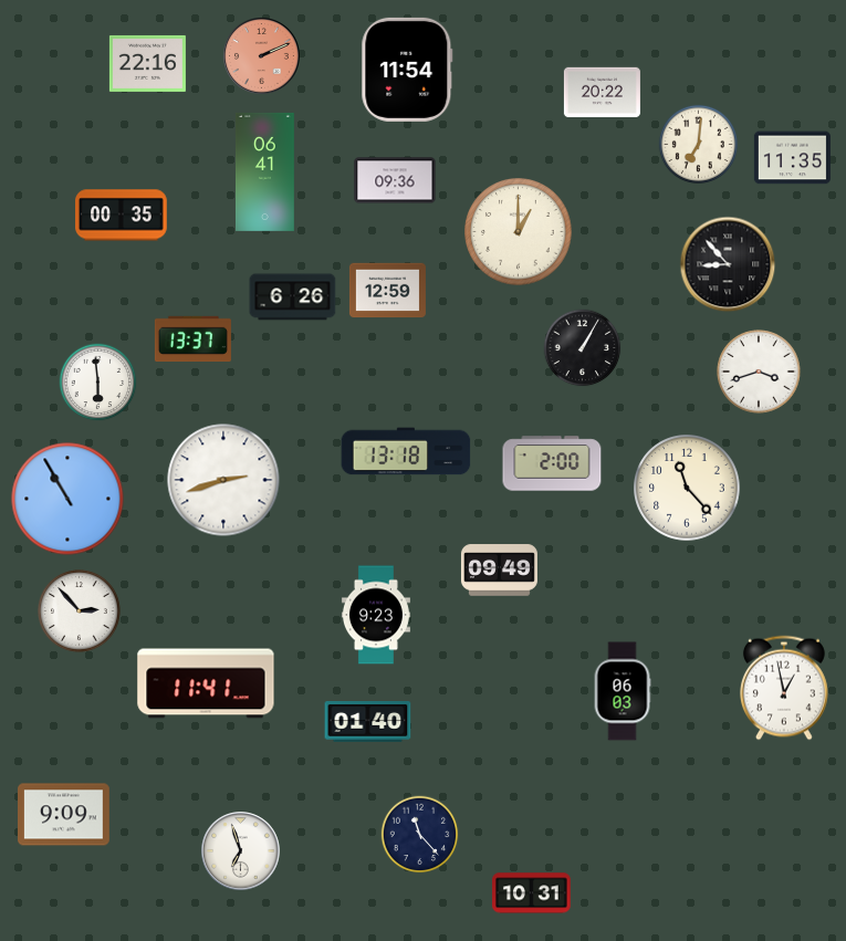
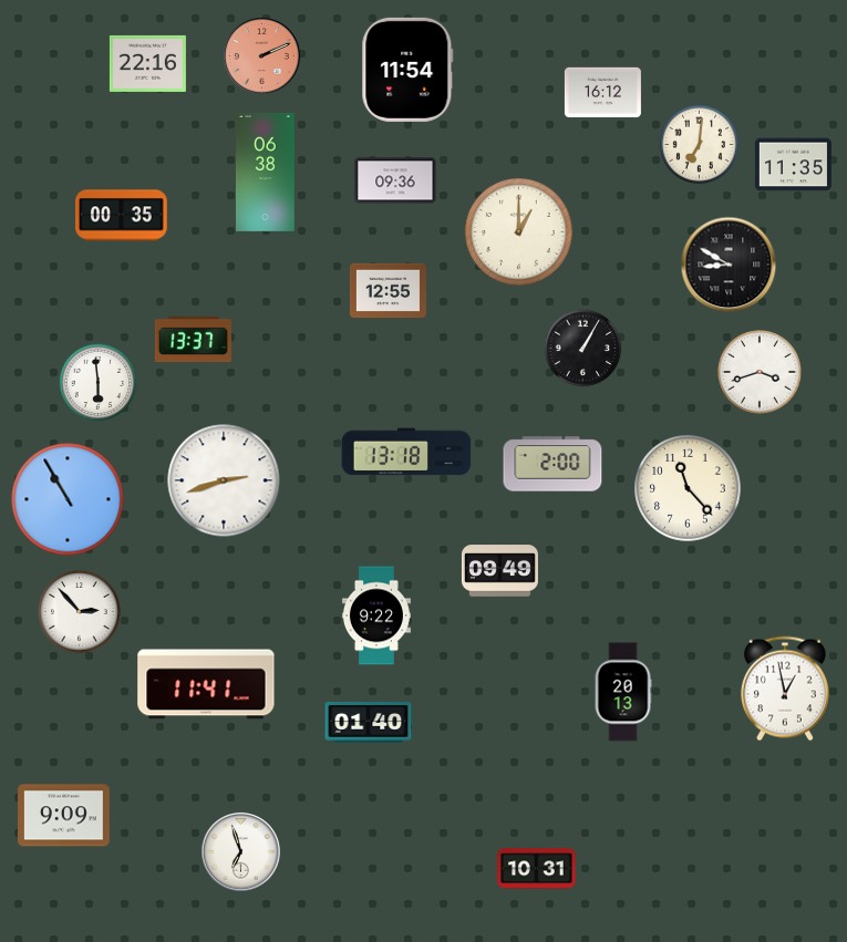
clock at (602, 93): 20:22 -> 16:12
clock at (792, 158) position: (792, 158) -> (793, 165)
clock at (265, 171): 06:41 -> 06:38
clock at (728, 264): 8:53 -> 8:50
clock at (387, 291): 12:59 -> 12:55
clock at (293, 297): 6:26 -> none
clock at (376, 615): 9:23 -> 9:22
clock at (623, 691): 06:03 -> 20:13
clock at (420, 835): 11:23 -> none
clock at (532, 893) position: (532, 893) -> (537, 869)
